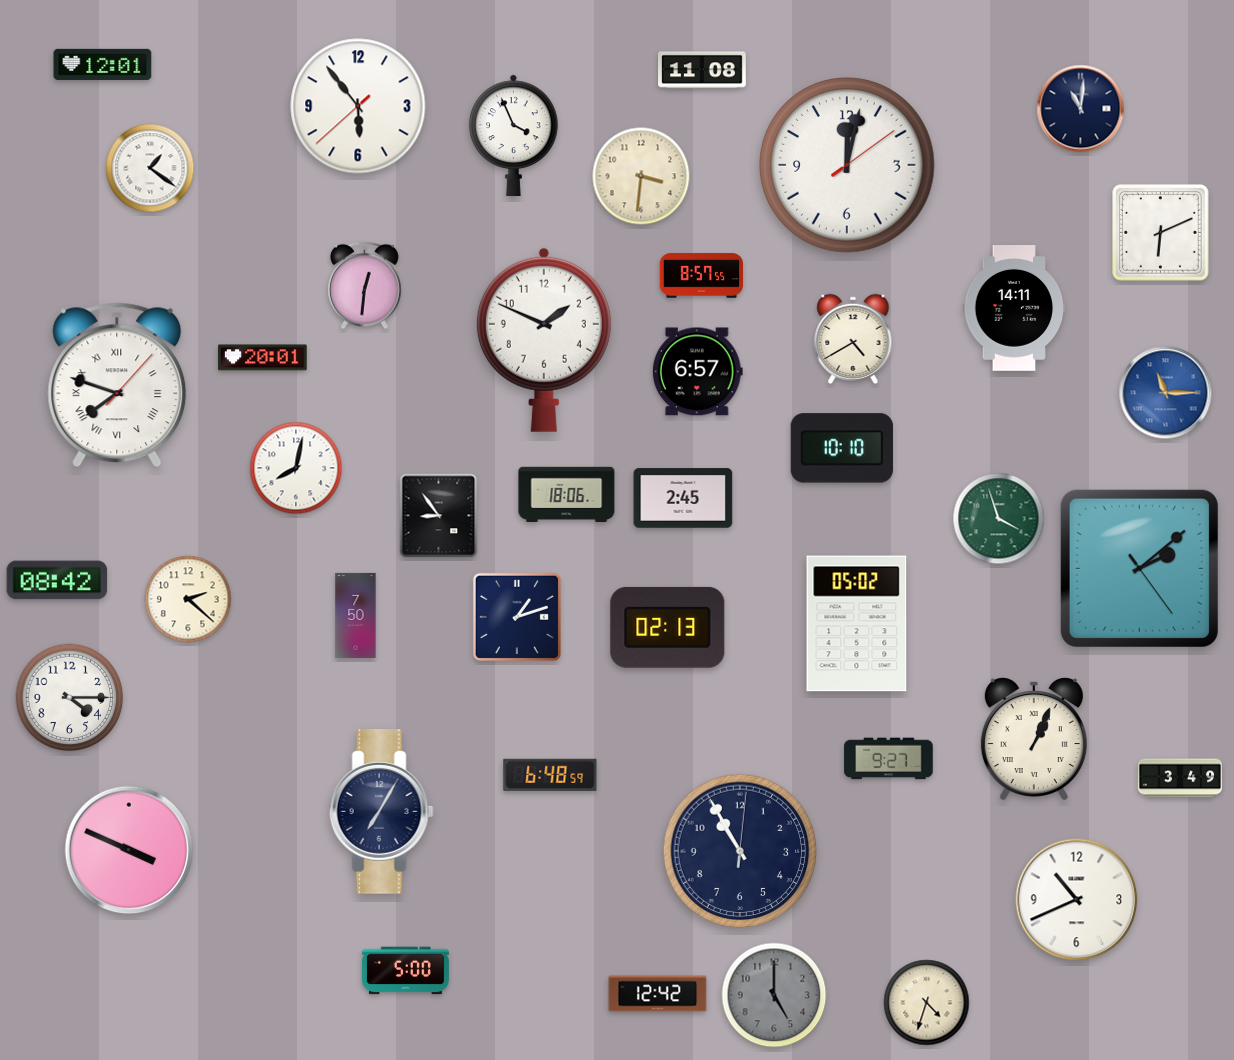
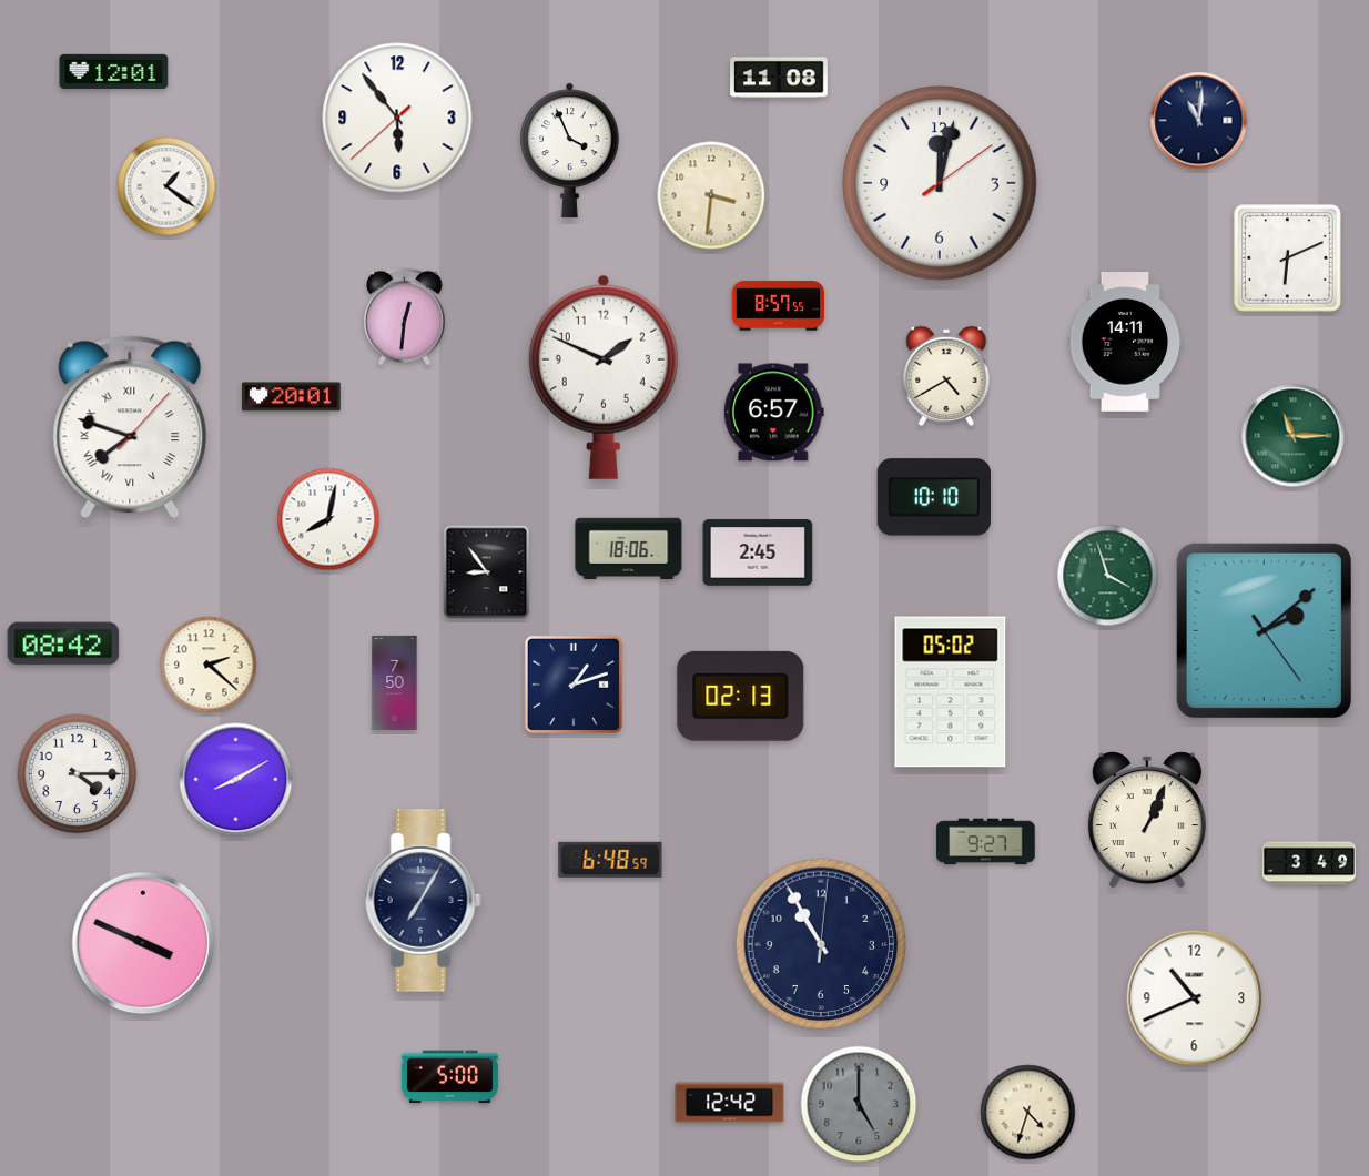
clock at (1166, 393) dial: blue -> green
clock at (236, 780): none -> 8:10
